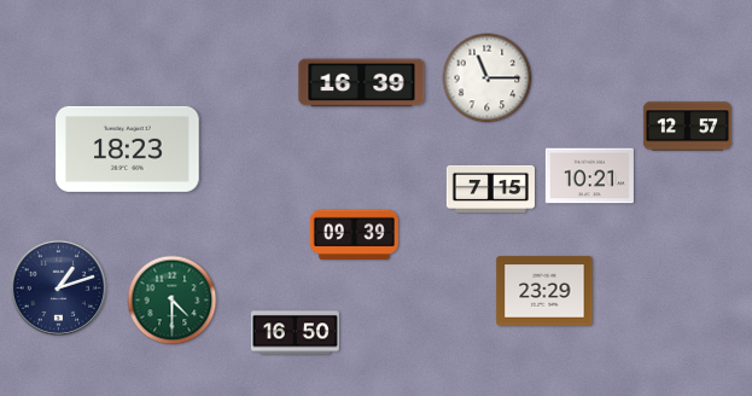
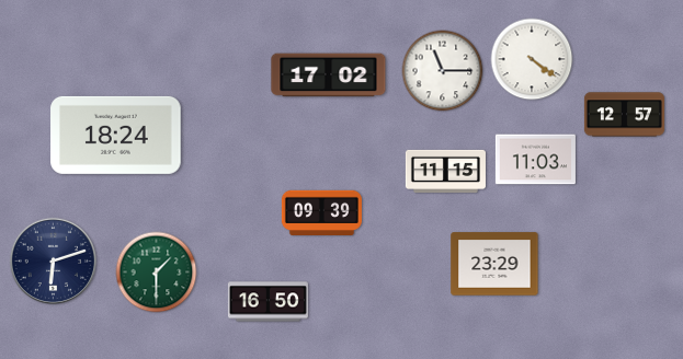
clock at (532, 59): none -> 4:21
clock at (362, 83): 16:39 -> 17:02
clock at (128, 148): 18:23 -> 18:24
clock at (589, 176): 10:21 -> 11:03
clock at (490, 188): 7:15 -> 11:15
clock at (58, 287): 1:12 -> 6:12
clock at (173, 301): 4:30 -> 1:30
